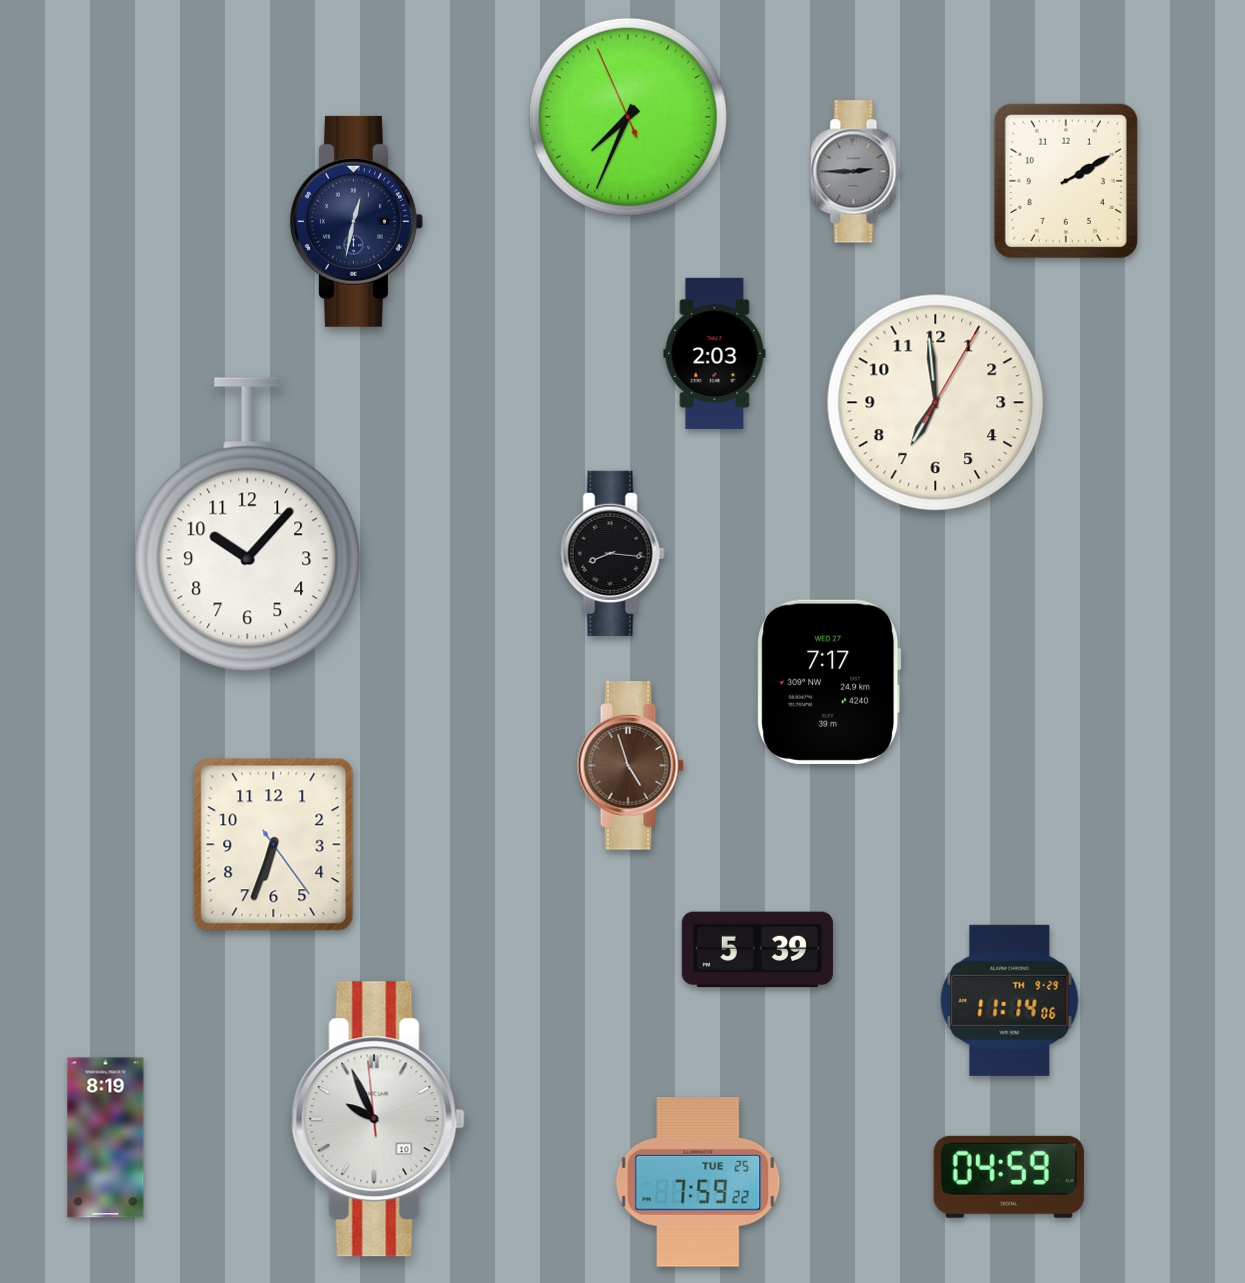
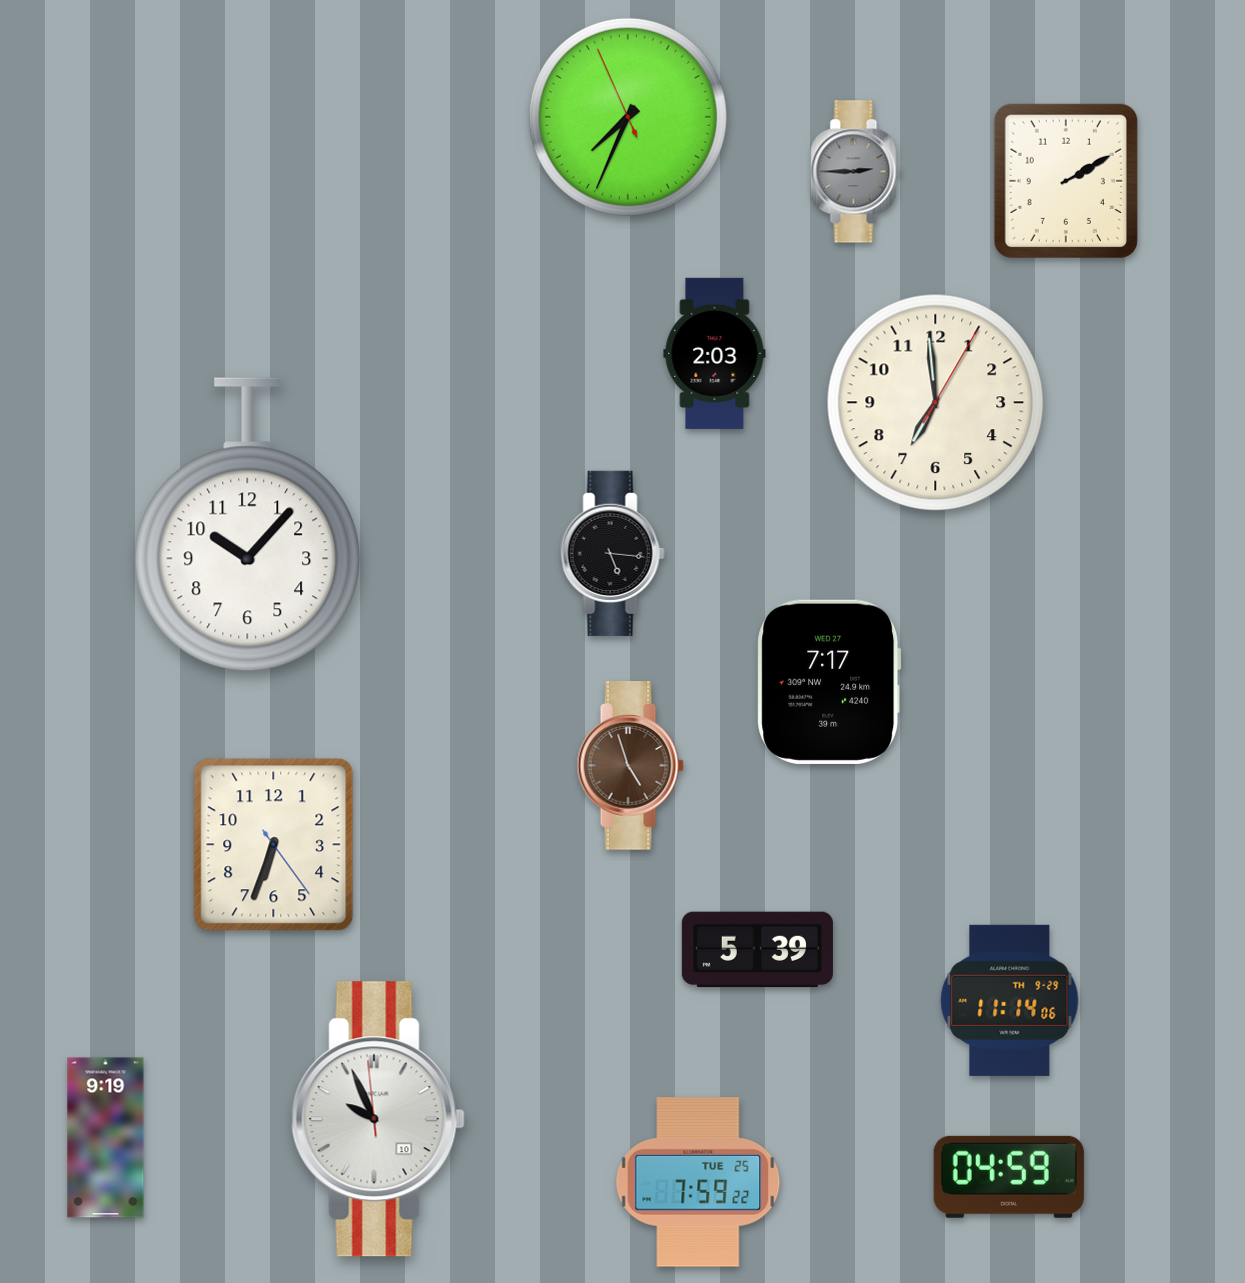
clock at (356, 221): 12:32 -> none
clock at (612, 553): 8:16 -> 5:16
clock at (106, 1138): 8:19 -> 9:19
